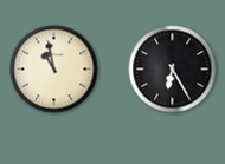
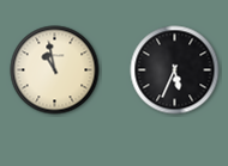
clock at (173, 70): 6:25 -> 5:34
